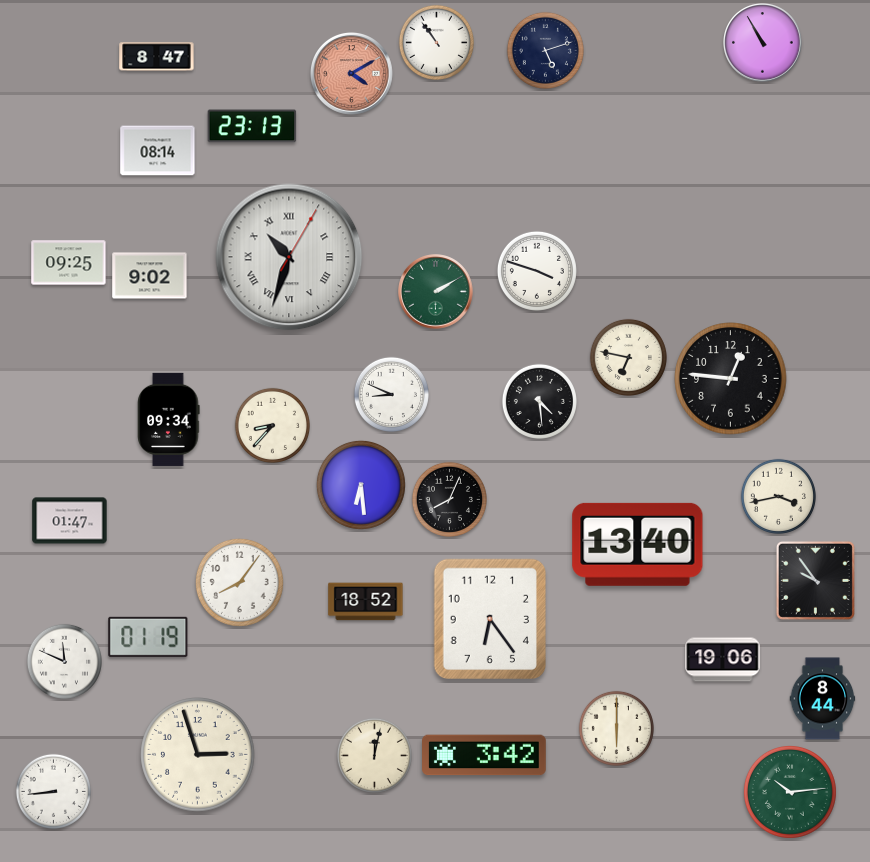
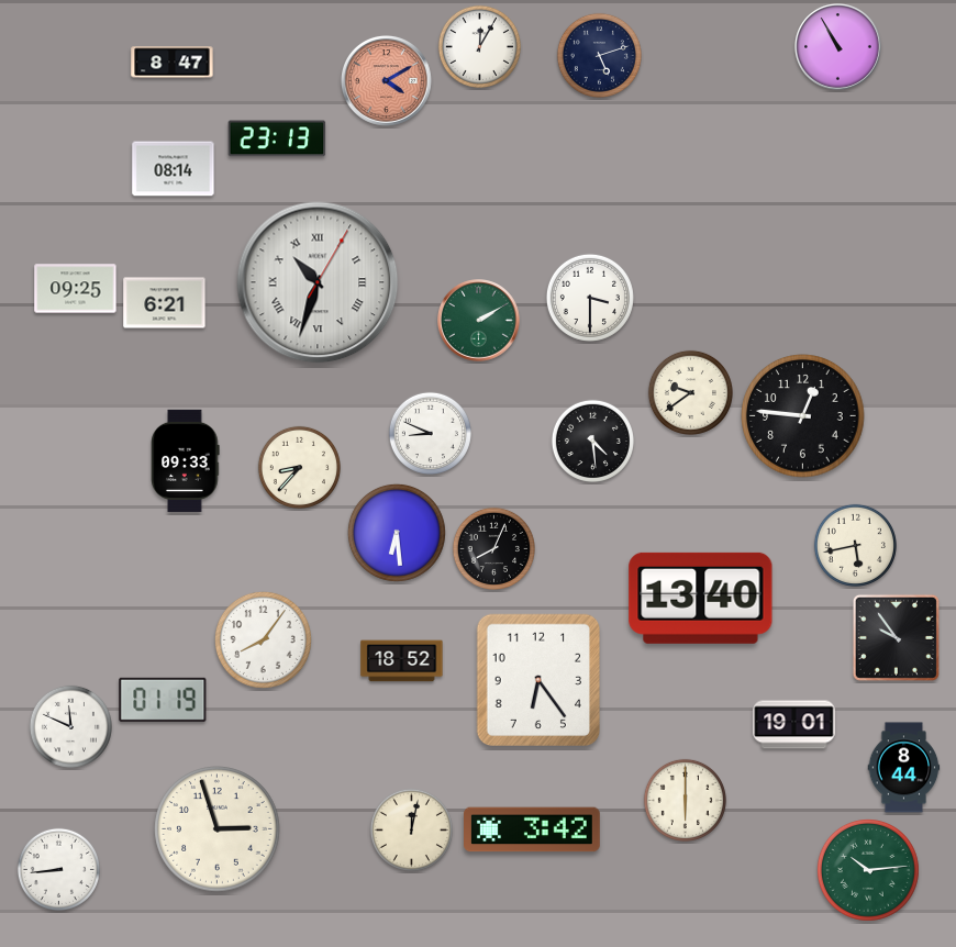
clock at (436, 42): 10:54 -> 12:05
clock at (158, 151) position: (158, 151) -> (174, 169)
clock at (537, 271): 3:48 -> 3:30
clock at (150, 276): 9:02 -> 6:21
clock at (628, 357): 6:47 -> 9:39
clock at (169, 419): 09:34 -> 09:33
clock at (778, 496): 3:43 -> 5:43
clock at (70, 521): 01:47 -> none
clock at (723, 660): 19:06 -> 19:01
clock at (616, 728) position: (616, 728) -> (685, 800)
